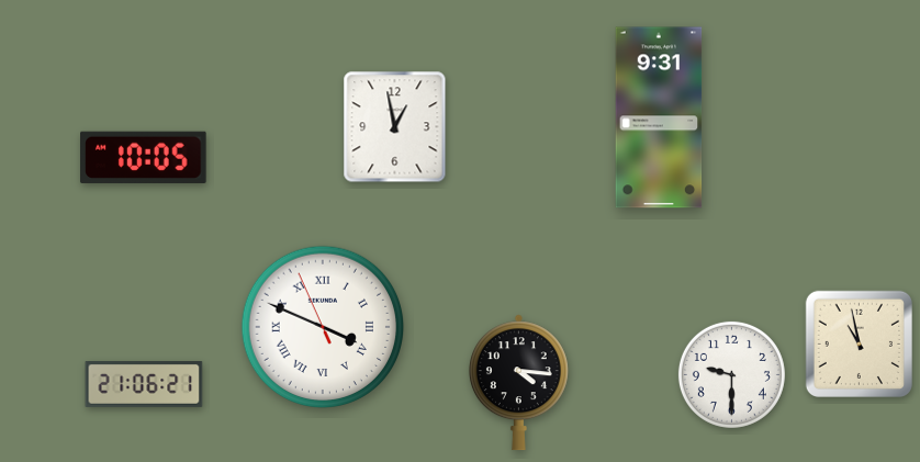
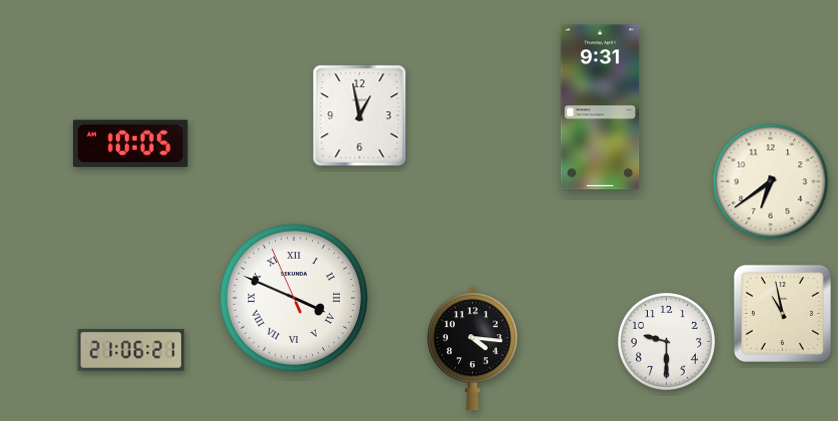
clock at (771, 182): none -> 6:39
